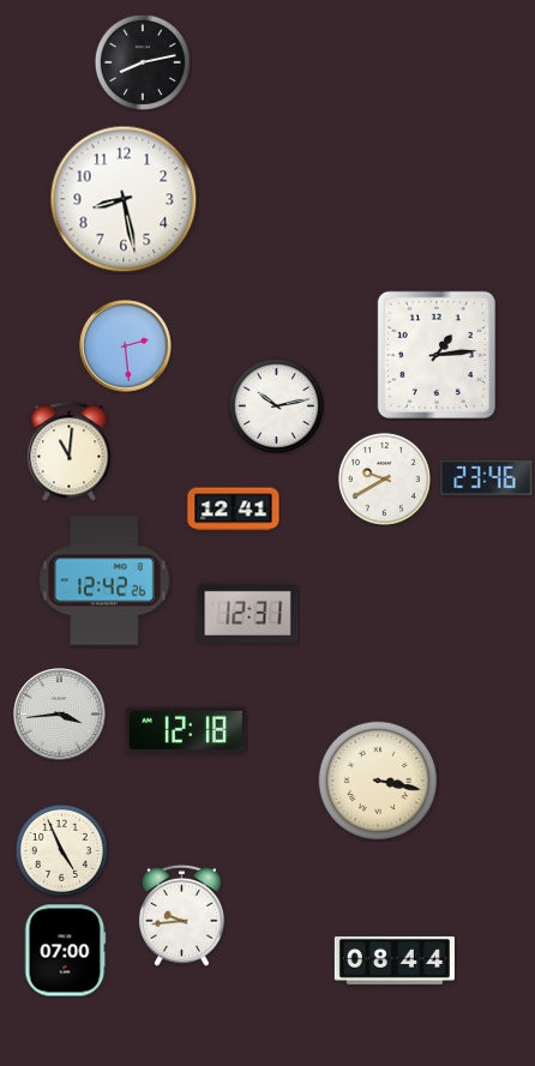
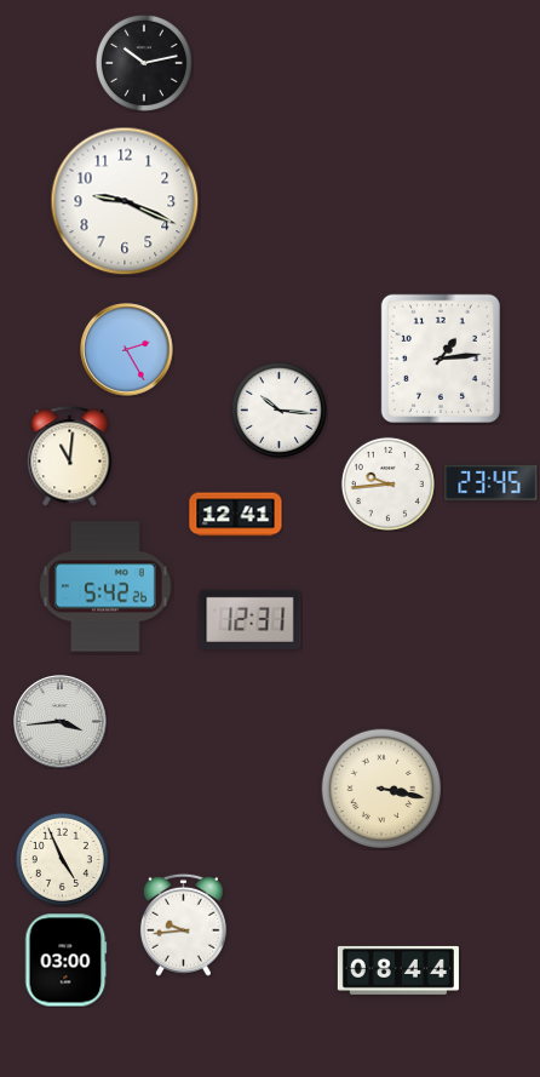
clock at (143, 62): 8:13 -> 10:13
clock at (124, 199): 8:28 -> 9:19
clock at (126, 347): 2:29 -> 2:25
clock at (276, 405): 10:13 -> 10:16
clock at (487, 477): 23:46 -> 23:45
clock at (384, 478): 9:40 -> 9:44
clock at (106, 580): 12:42 -> 5:42
clock at (186, 729): 12:18 -> none
clock at (65, 951): 07:00 -> 03:00
